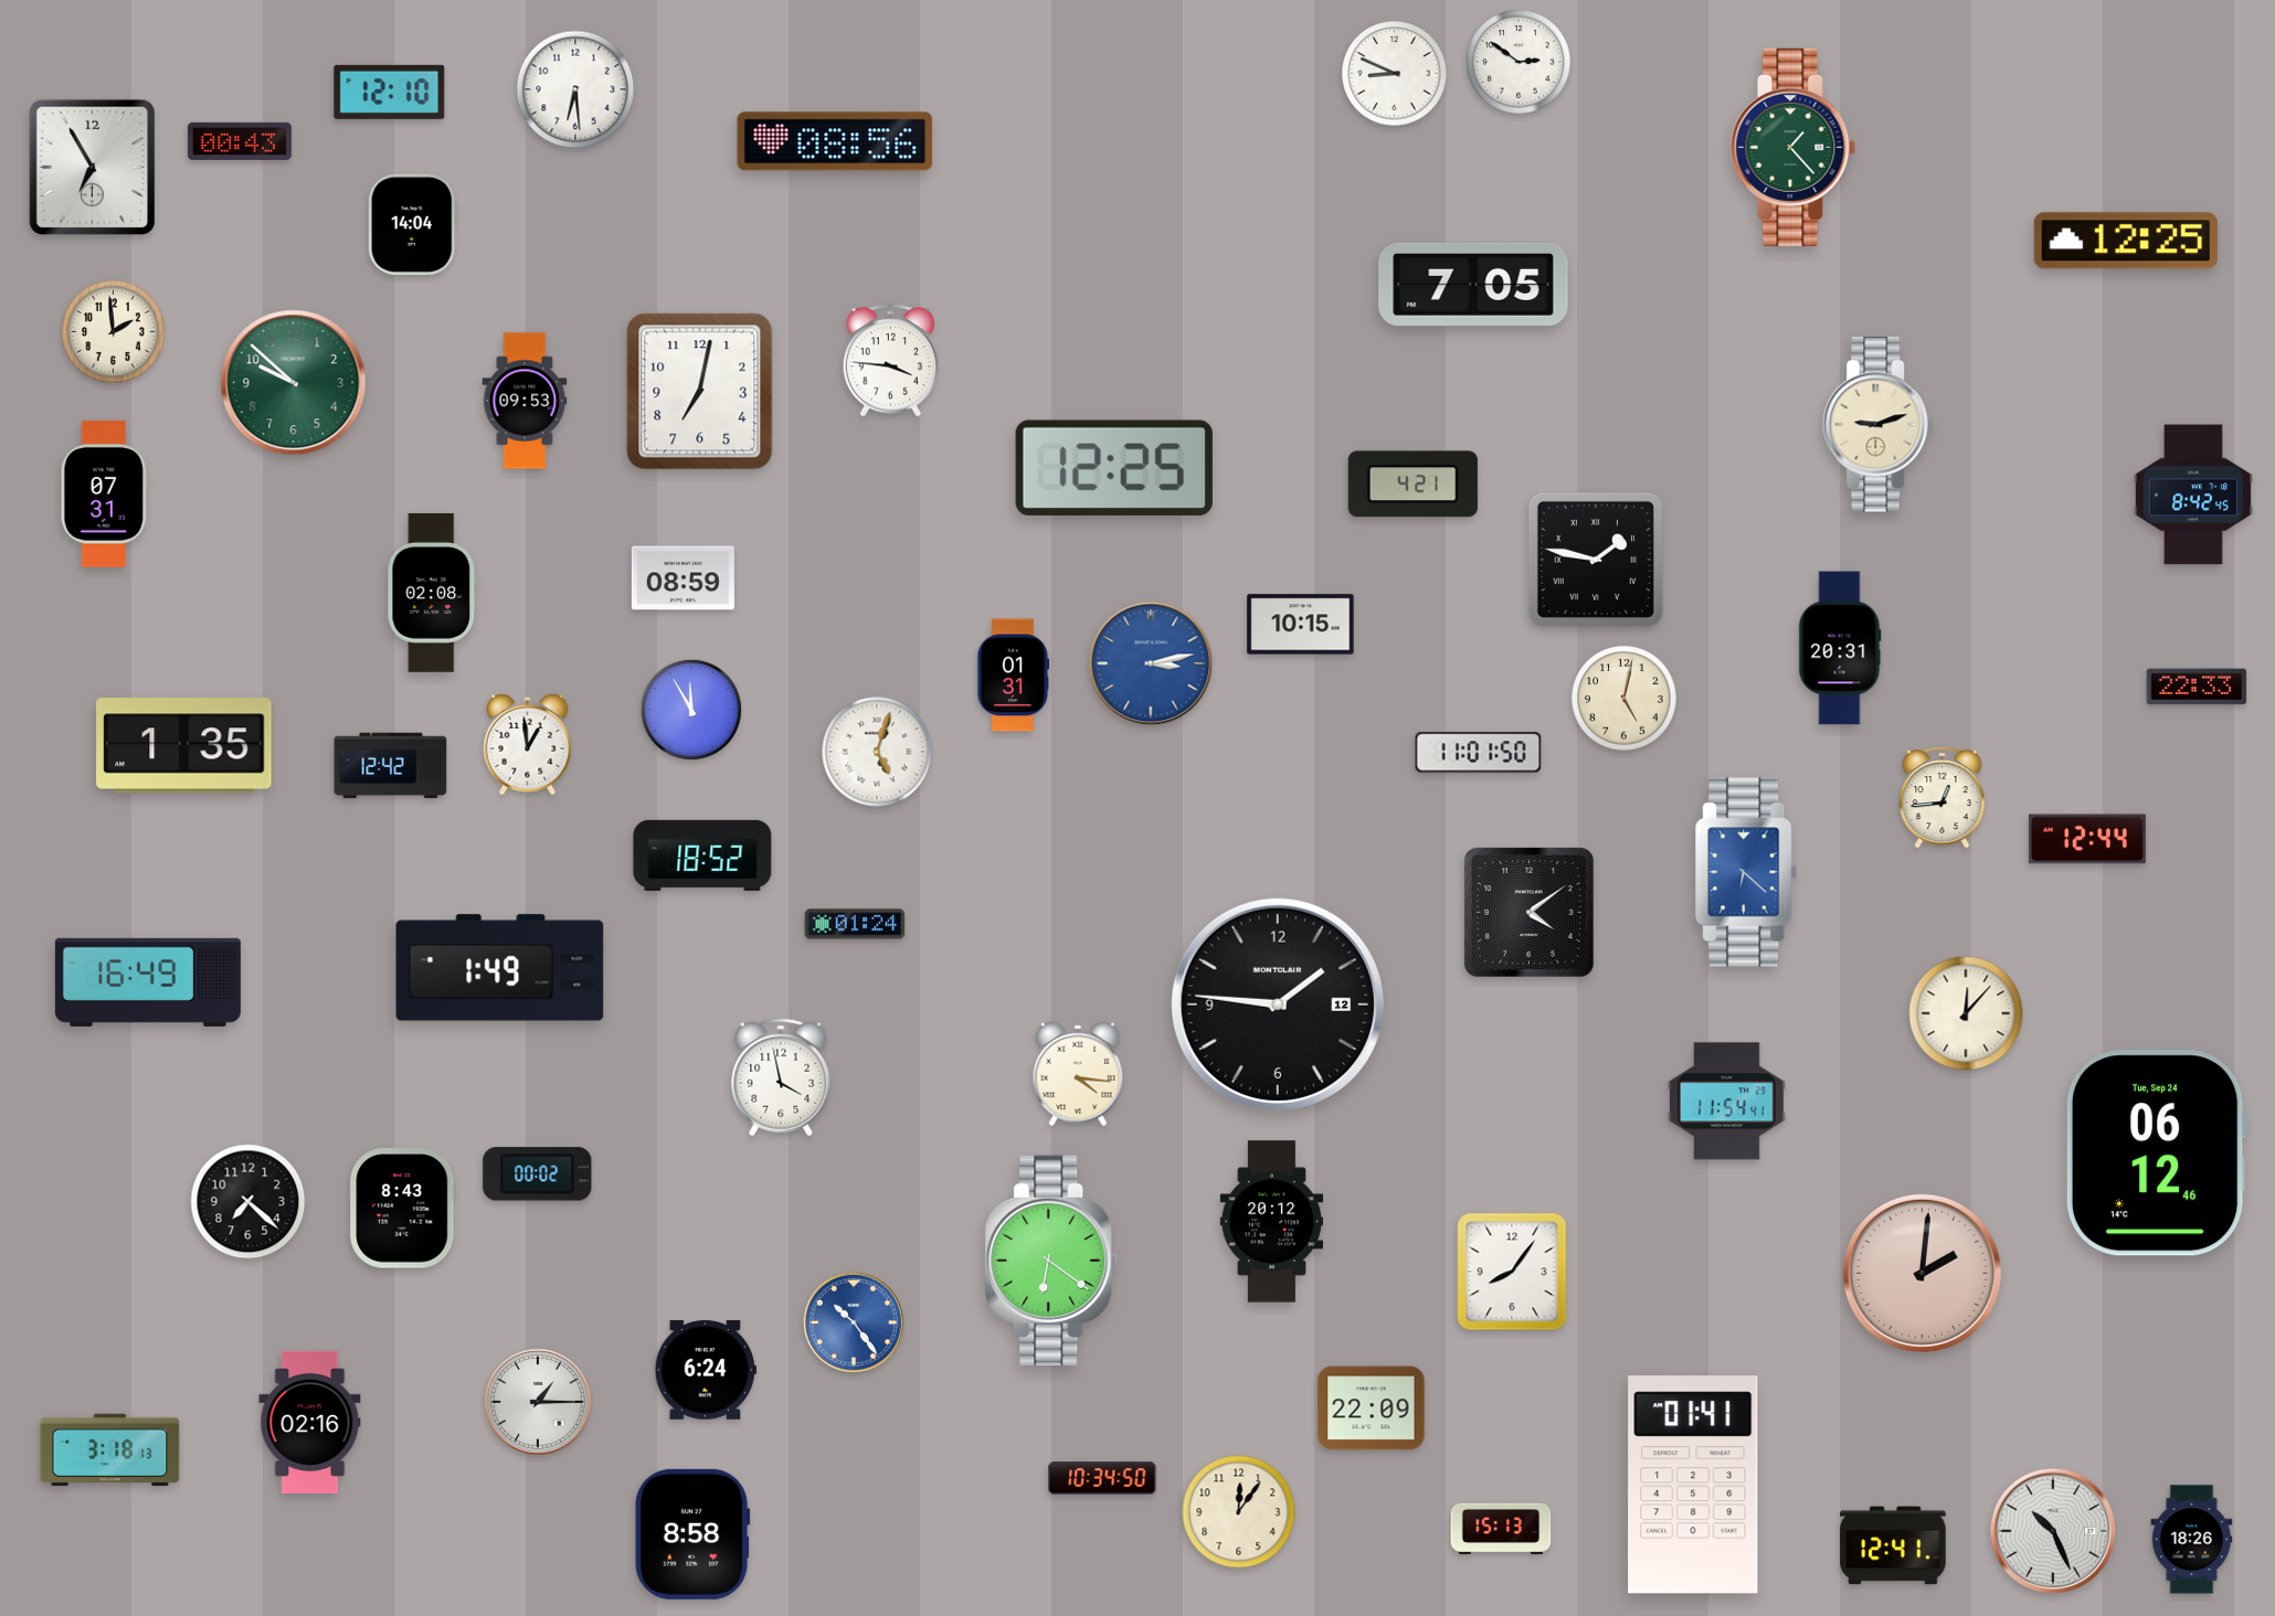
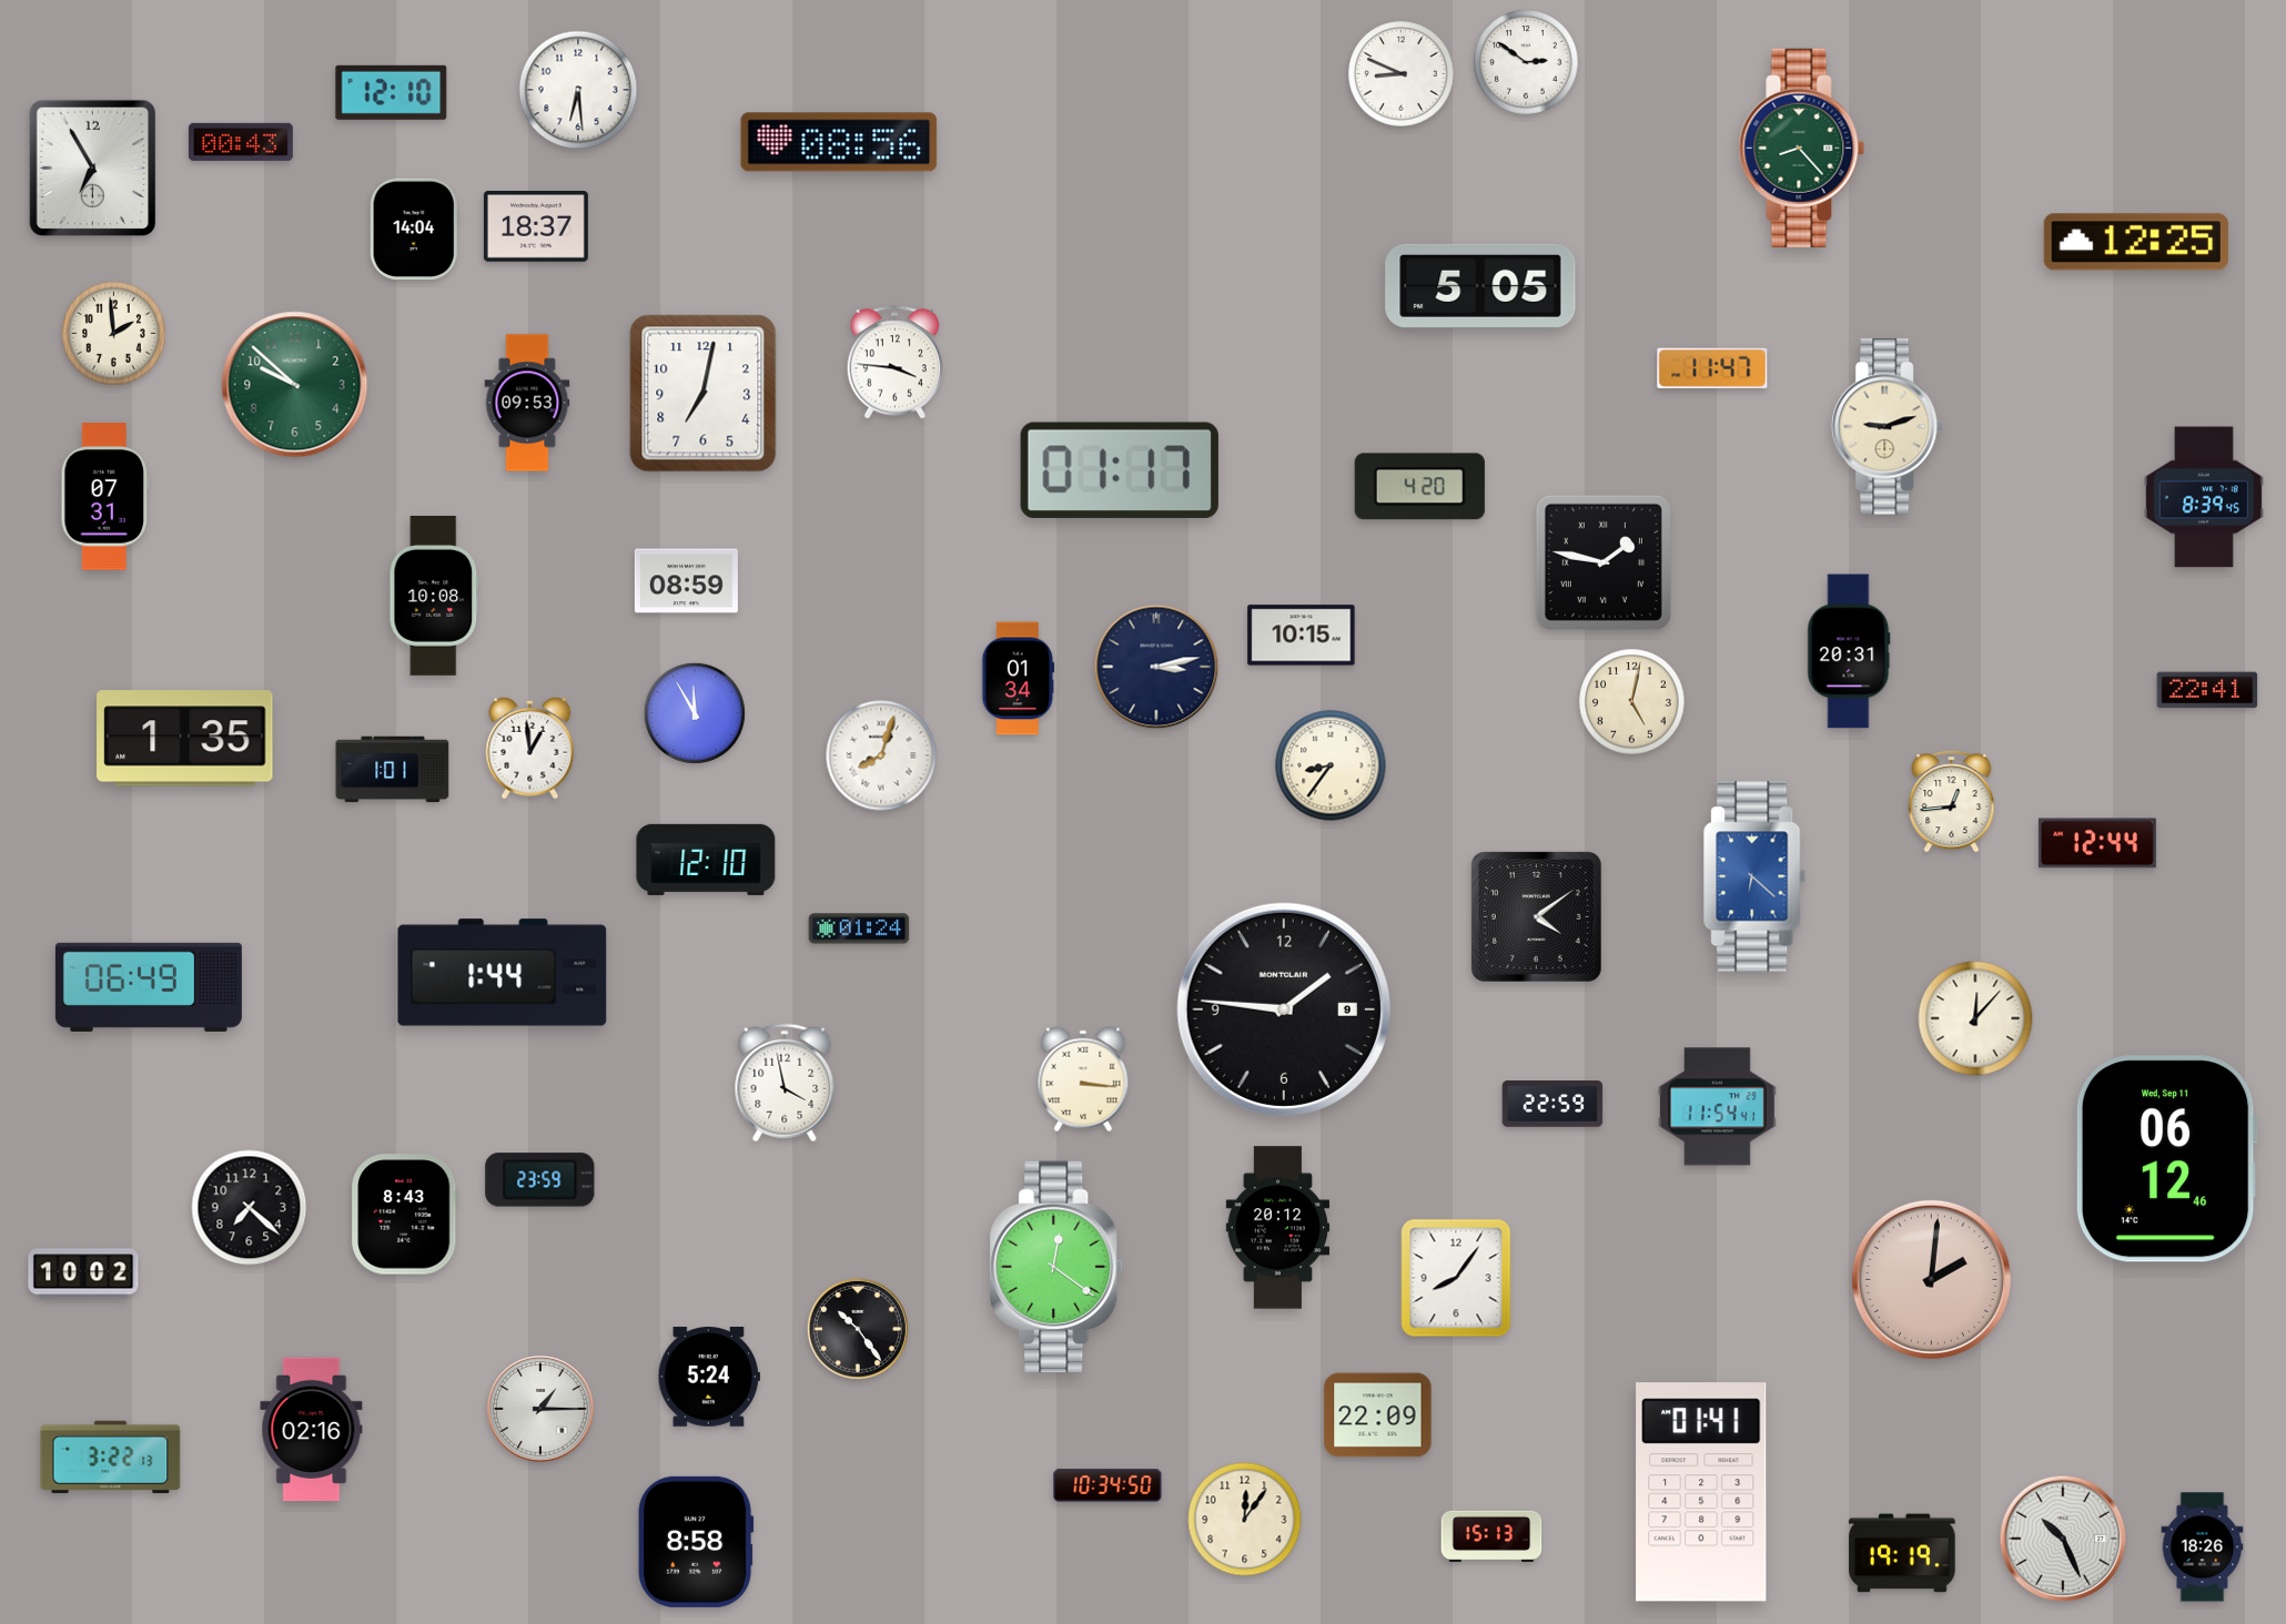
clock at (1793, 147): 1:23 -> 8:23
clock at (412, 225) position: (412, 225) -> (414, 230)
clock at (536, 227): none -> 18:37
clock at (1473, 285): 7:05 -> 5:05
clock at (1712, 368): none -> 11:47
clock at (1114, 468): 12:25 -> 01:17
clock at (1412, 485): 4:21 -> 4:20
clock at (2193, 495): 8:42 -> 8:39
clock at (432, 593): 02:08 -> 10:08
clock at (1301, 625) position: (1301, 625) -> (1302, 636)
clock at (1151, 663) dial: blue -> navy
clock at (1014, 676): 01:31 -> 01:34
clock at (2197, 687): 22:33 -> 22:41
clock at (184, 746) position: (184, 746) -> (185, 739)
clock at (877, 752): 5:03 -> 8:03
clock at (1479, 753): 11:01 -> none
clock at (1331, 765): none -> 8:36
clock at (391, 766): 12:42 -> 1:01
clock at (702, 855): 18:52 -> 12:10
clock at (500, 968): 1:49 -> 1:44
clock at (148, 982): 16:49 -> 06:49
clock at (1278, 1004) date: 12 -> 9
clock at (1078, 1074): 4:16 -> 3:16
clock at (1552, 1104): none -> 22:59
clock at (1726, 1102) position: (1726, 1102) -> (1717, 1107)
clock at (2156, 1153) date: Tue, Sep 24 -> Wed, Sep 11
clock at (538, 1174): 00:02 -> 23:59
clock at (1051, 1259): 6:21 -> 12:21
clock at (83, 1273): none -> 10:02
clock at (1512, 1272) position: (1512, 1272) -> (1456, 1278)
clock at (854, 1322) dial: blue -> black
clock at (706, 1370): 6:24 -> 5:24
clock at (110, 1450): 3:18 -> 3:22
clock at (1501, 1529) position: (1501, 1529) -> (1491, 1536)
clock at (1893, 1545): 12:41 -> 19:19
